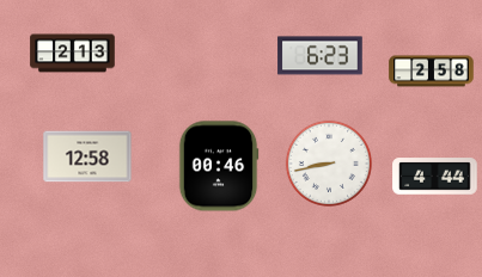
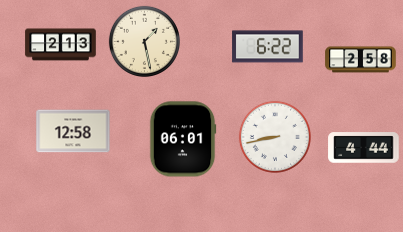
clock at (144, 41): none -> 1:28
clock at (321, 56): 6:23 -> 6:22
clock at (219, 166): 00:46 -> 06:01
